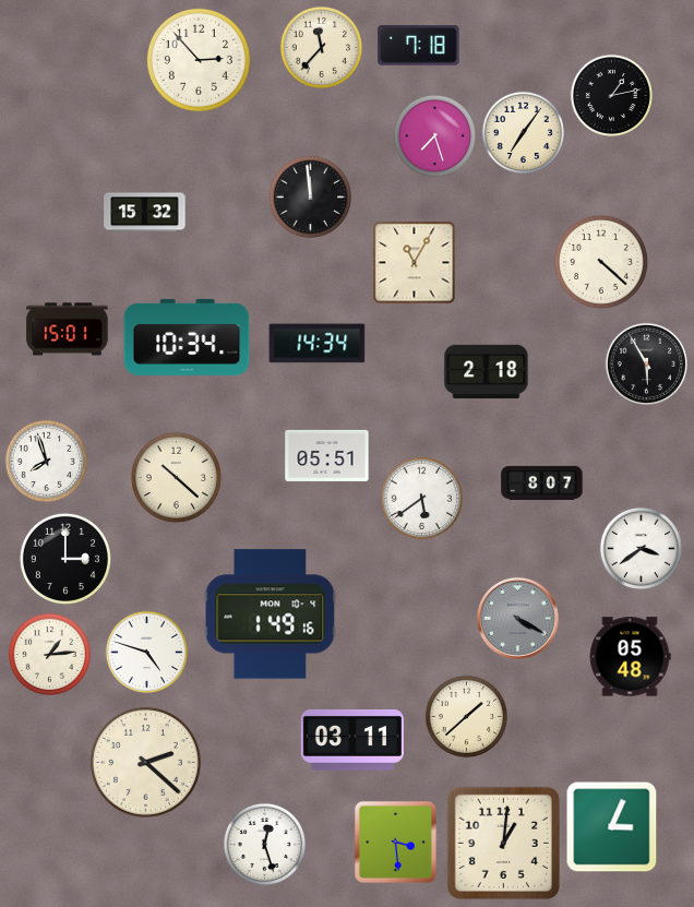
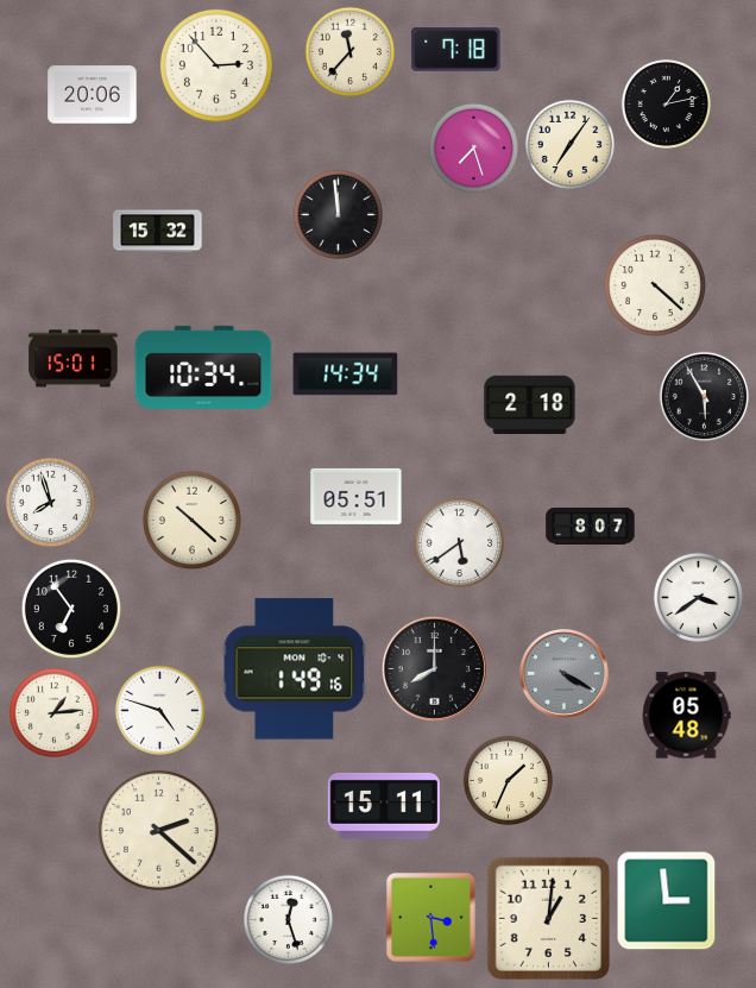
clock at (93, 95): none -> 20:06
clock at (415, 263): 11:05 -> none
clock at (65, 559): 3:00 -> 6:54
clock at (434, 668): none -> 8:00
clock at (466, 716): 1:38 -> 1:34
clock at (352, 740): 03:11 -> 15:11
clock at (612, 827): 3:04 -> 2:59
